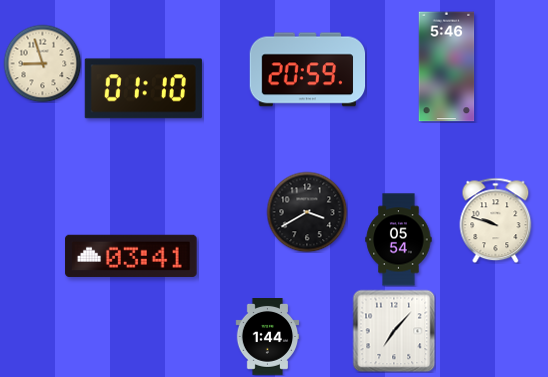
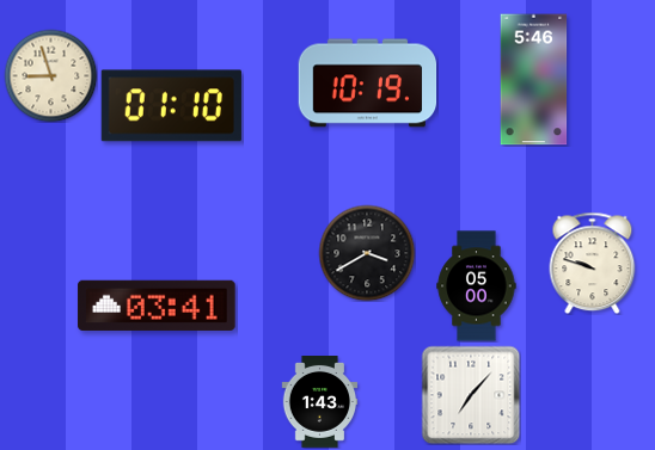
clock at (308, 70): 20:59 -> 10:19
clock at (399, 240): 05:54 -> 05:00
clock at (268, 337): 1:44 -> 1:43
